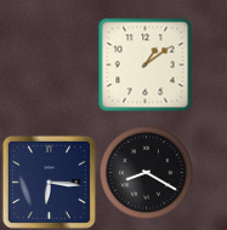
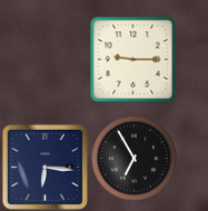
clock at (144, 64): 1:09 -> 9:15
clock at (147, 173): 8:20 -> 6:55
